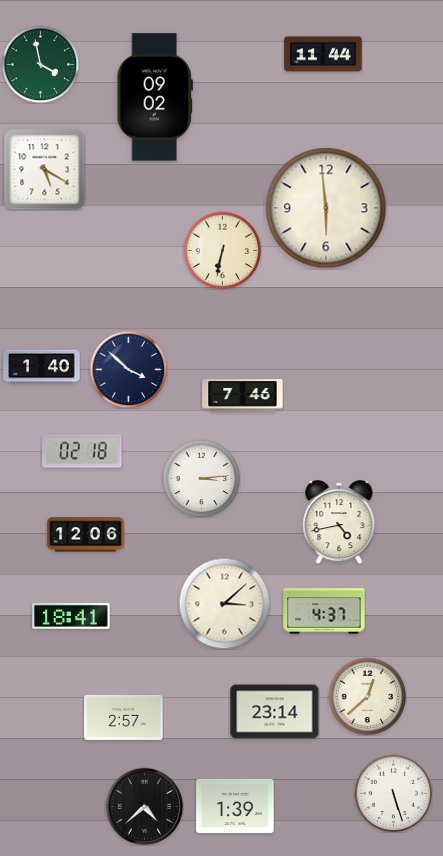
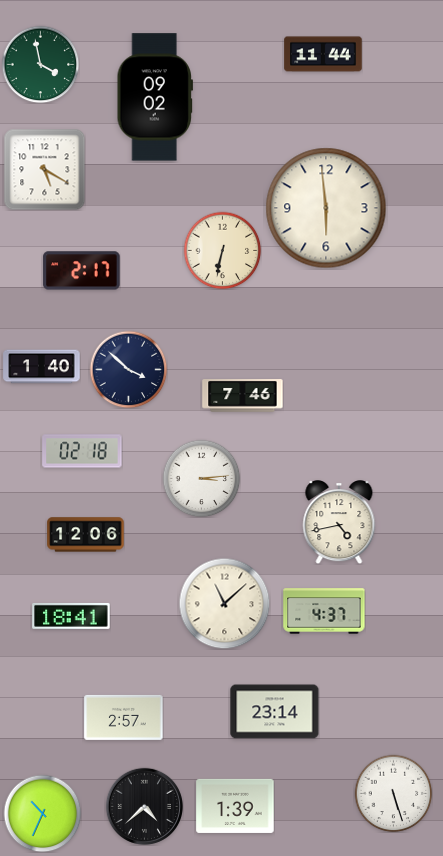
clock at (82, 271): none -> 2:17
clock at (224, 603): 3:08 -> 11:08
clock at (367, 696): 12:38 -> none
clock at (42, 813): none -> 10:34
